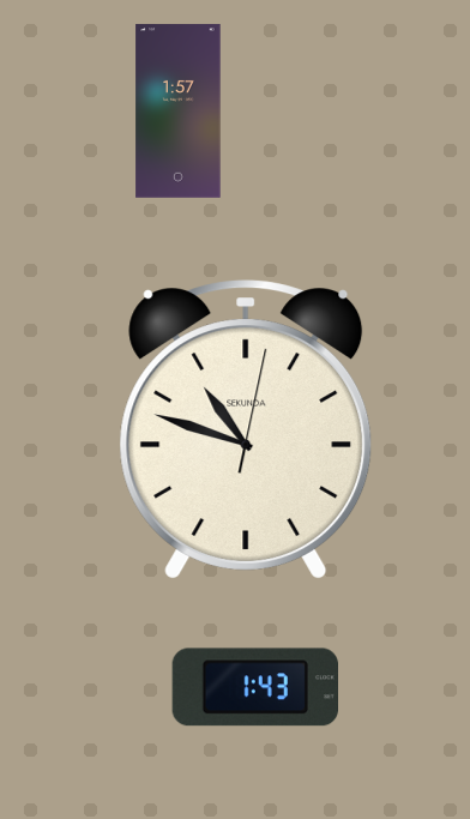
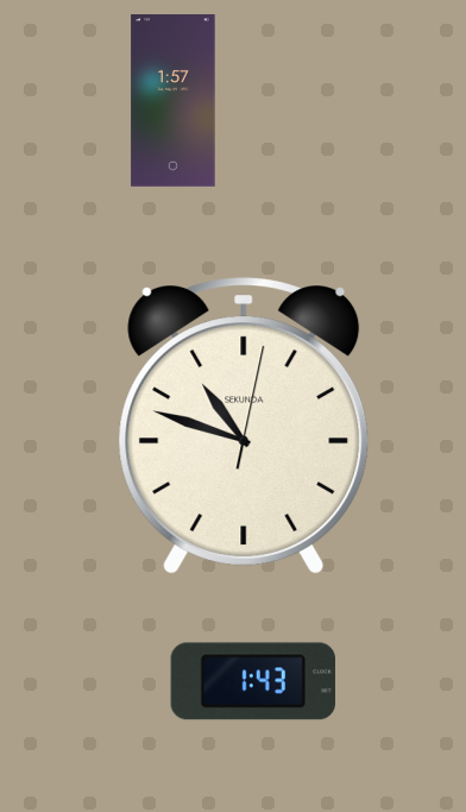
clock at (179, 112) position: (179, 112) -> (174, 101)
